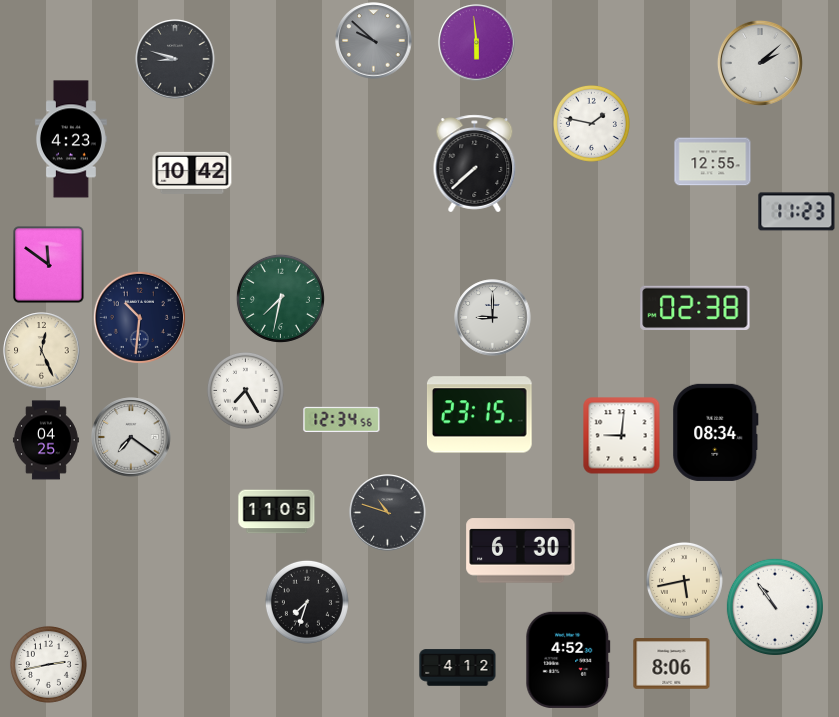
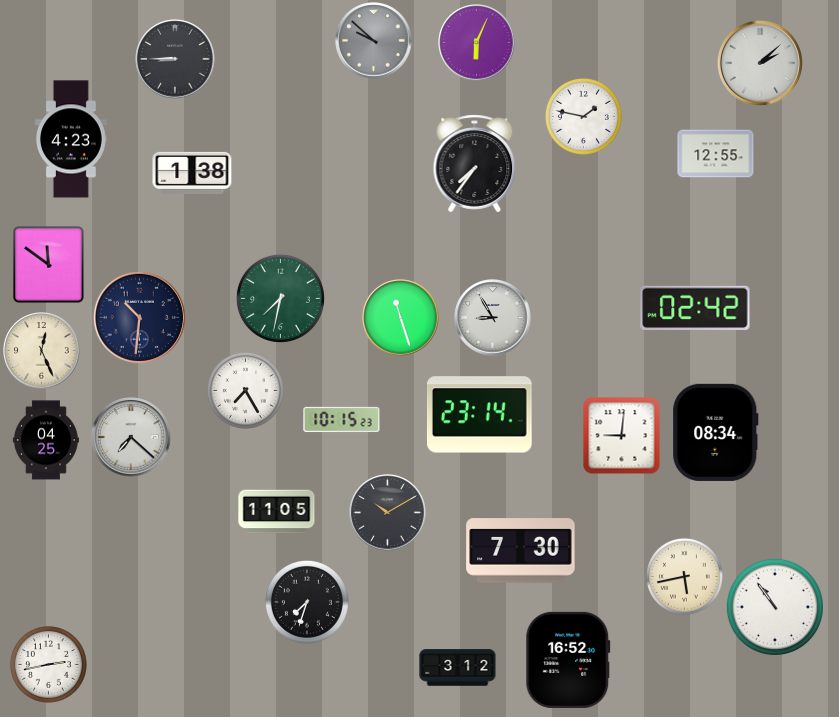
clock at (477, 43): 5:59 -> 6:04
clock at (175, 59): 8:48 -> 8:45
clock at (591, 123) position: (591, 123) -> (583, 116)
clock at (713, 162) position: (713, 162) -> (716, 154)
clock at (475, 164): 7:38 -> 7:36
clock at (192, 173): 10:42 -> 1:38
clock at (797, 212): 11:23 -> none
clock at (695, 307): 02:38 -> 02:42
clock at (401, 318): none -> 11:27
clock at (493, 318): 9:00 -> 8:55
clock at (480, 415): 23:15 -> 23:14
clock at (342, 420): 12:34 -> 10:15
clock at (131, 437): 7:21 -> 7:22
clock at (388, 513): 10:48 -> 10:10
clock at (521, 551): 6:30 -> 7:30
clock at (684, 580) position: (684, 580) -> (684, 576)
clock at (568, 660): 4:52 -> 16:52
clock at (672, 664): 8:06 -> none
clock at (458, 668): 4:12 -> 3:12
